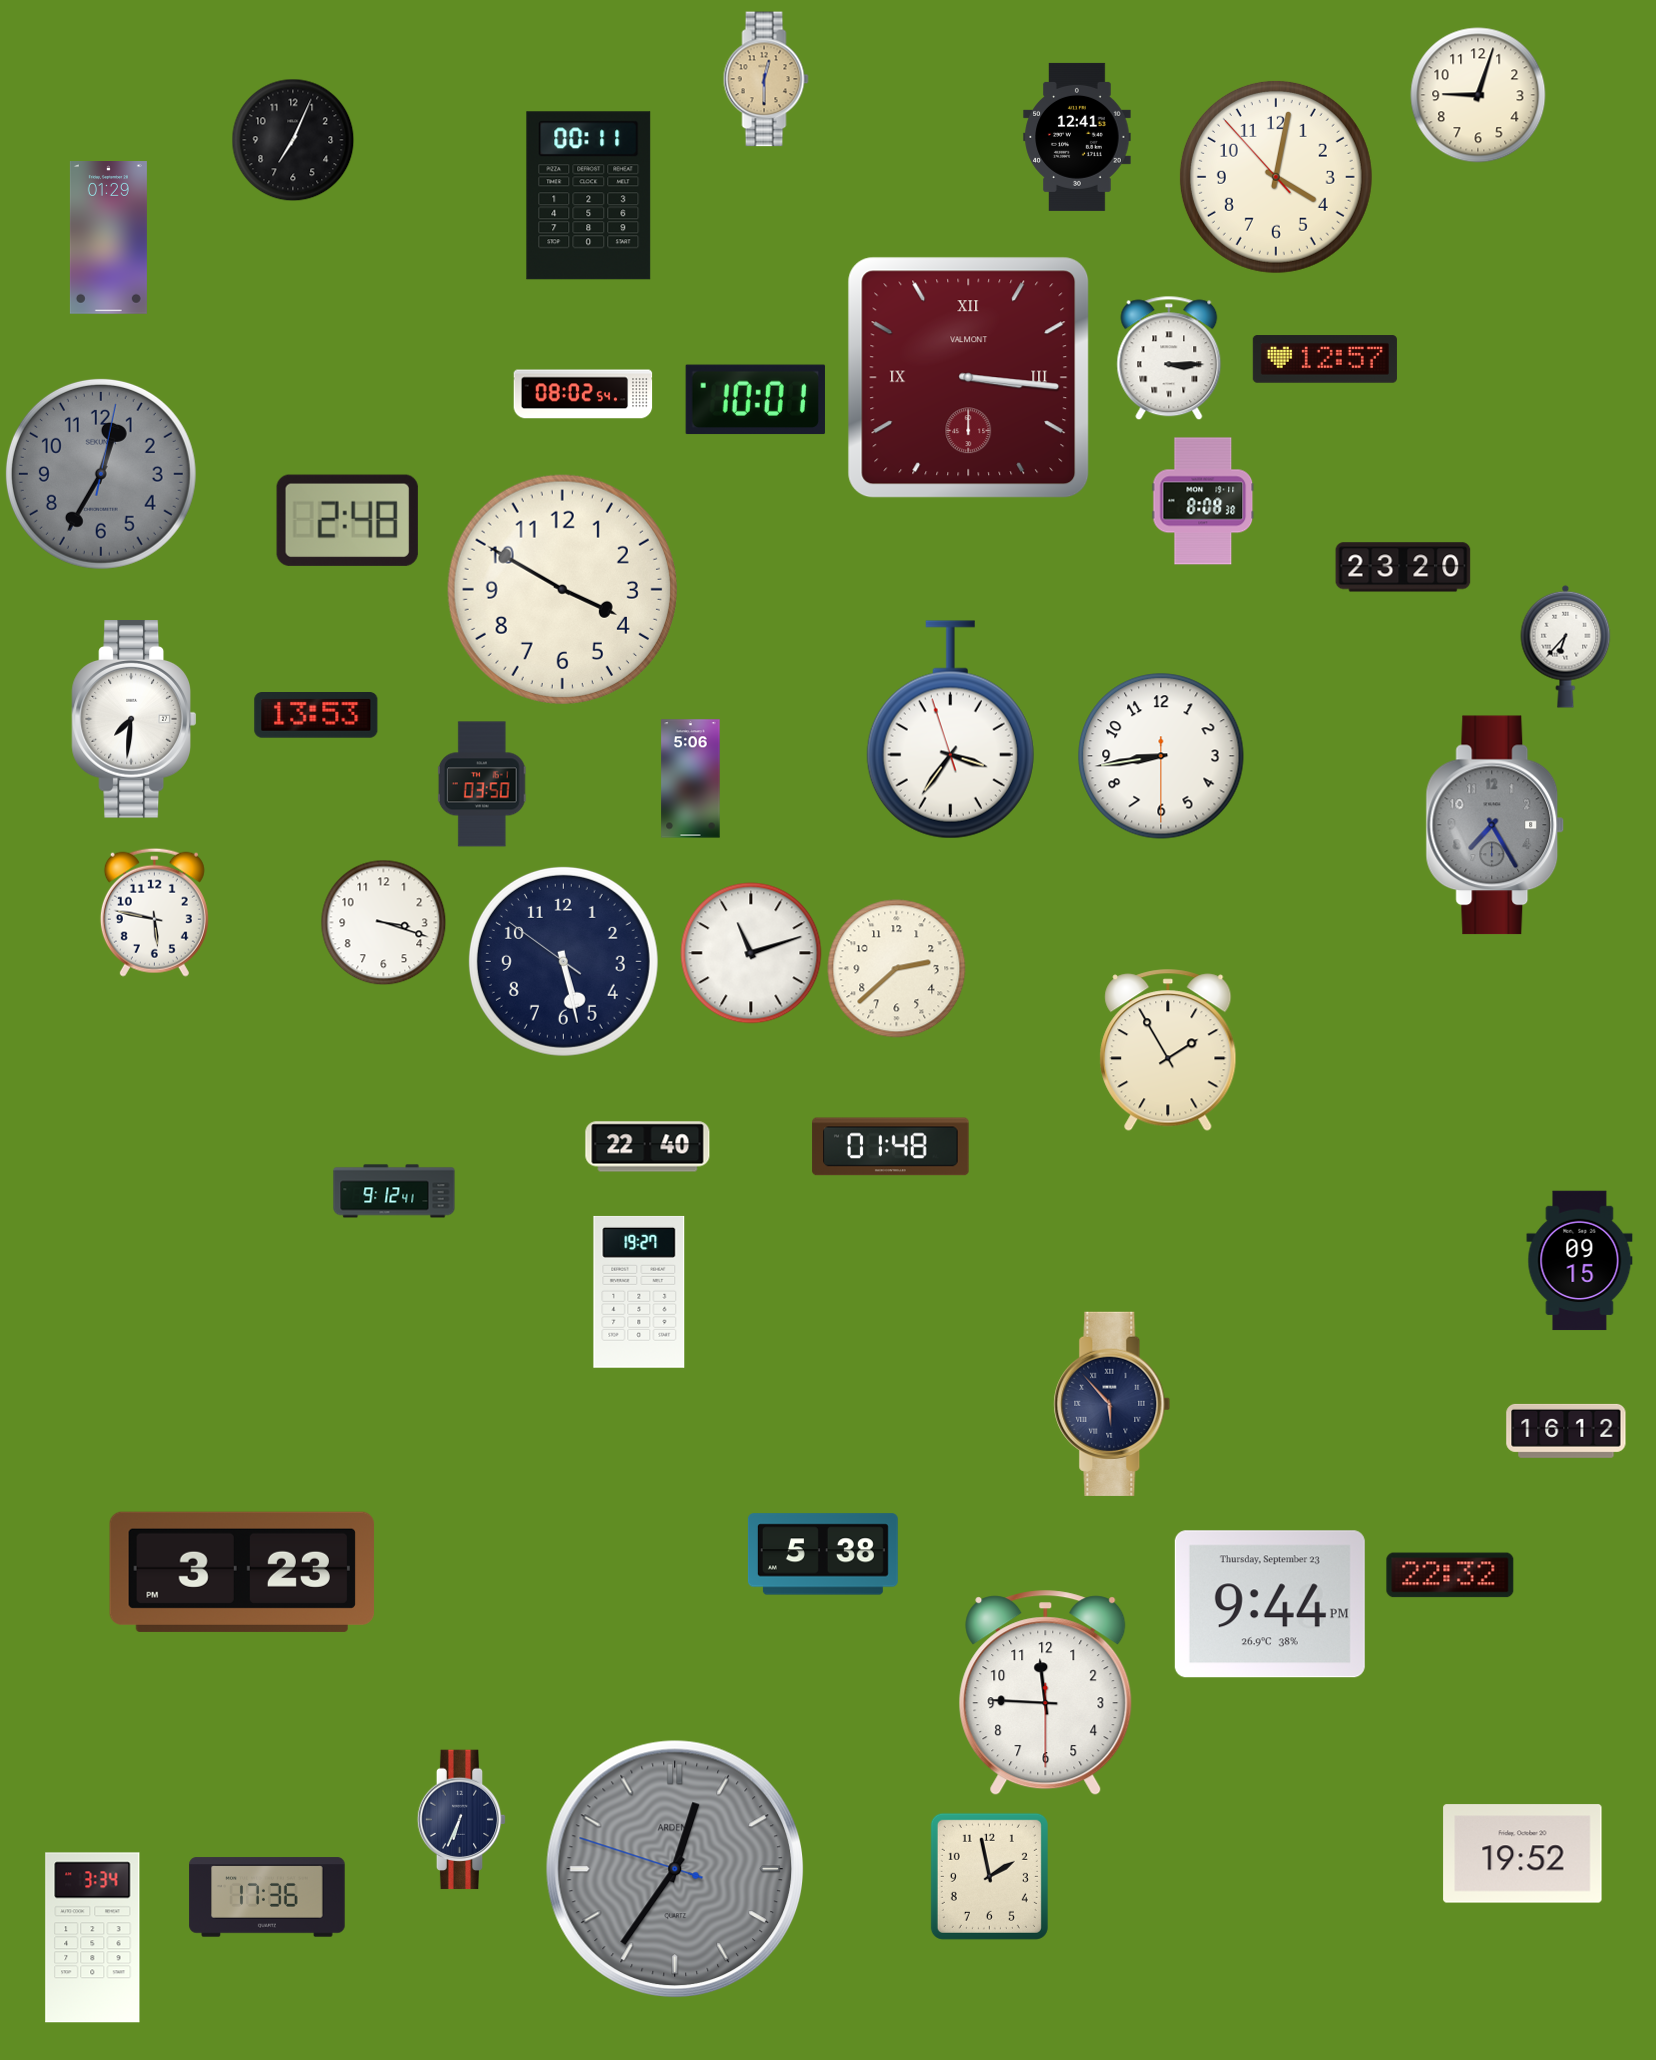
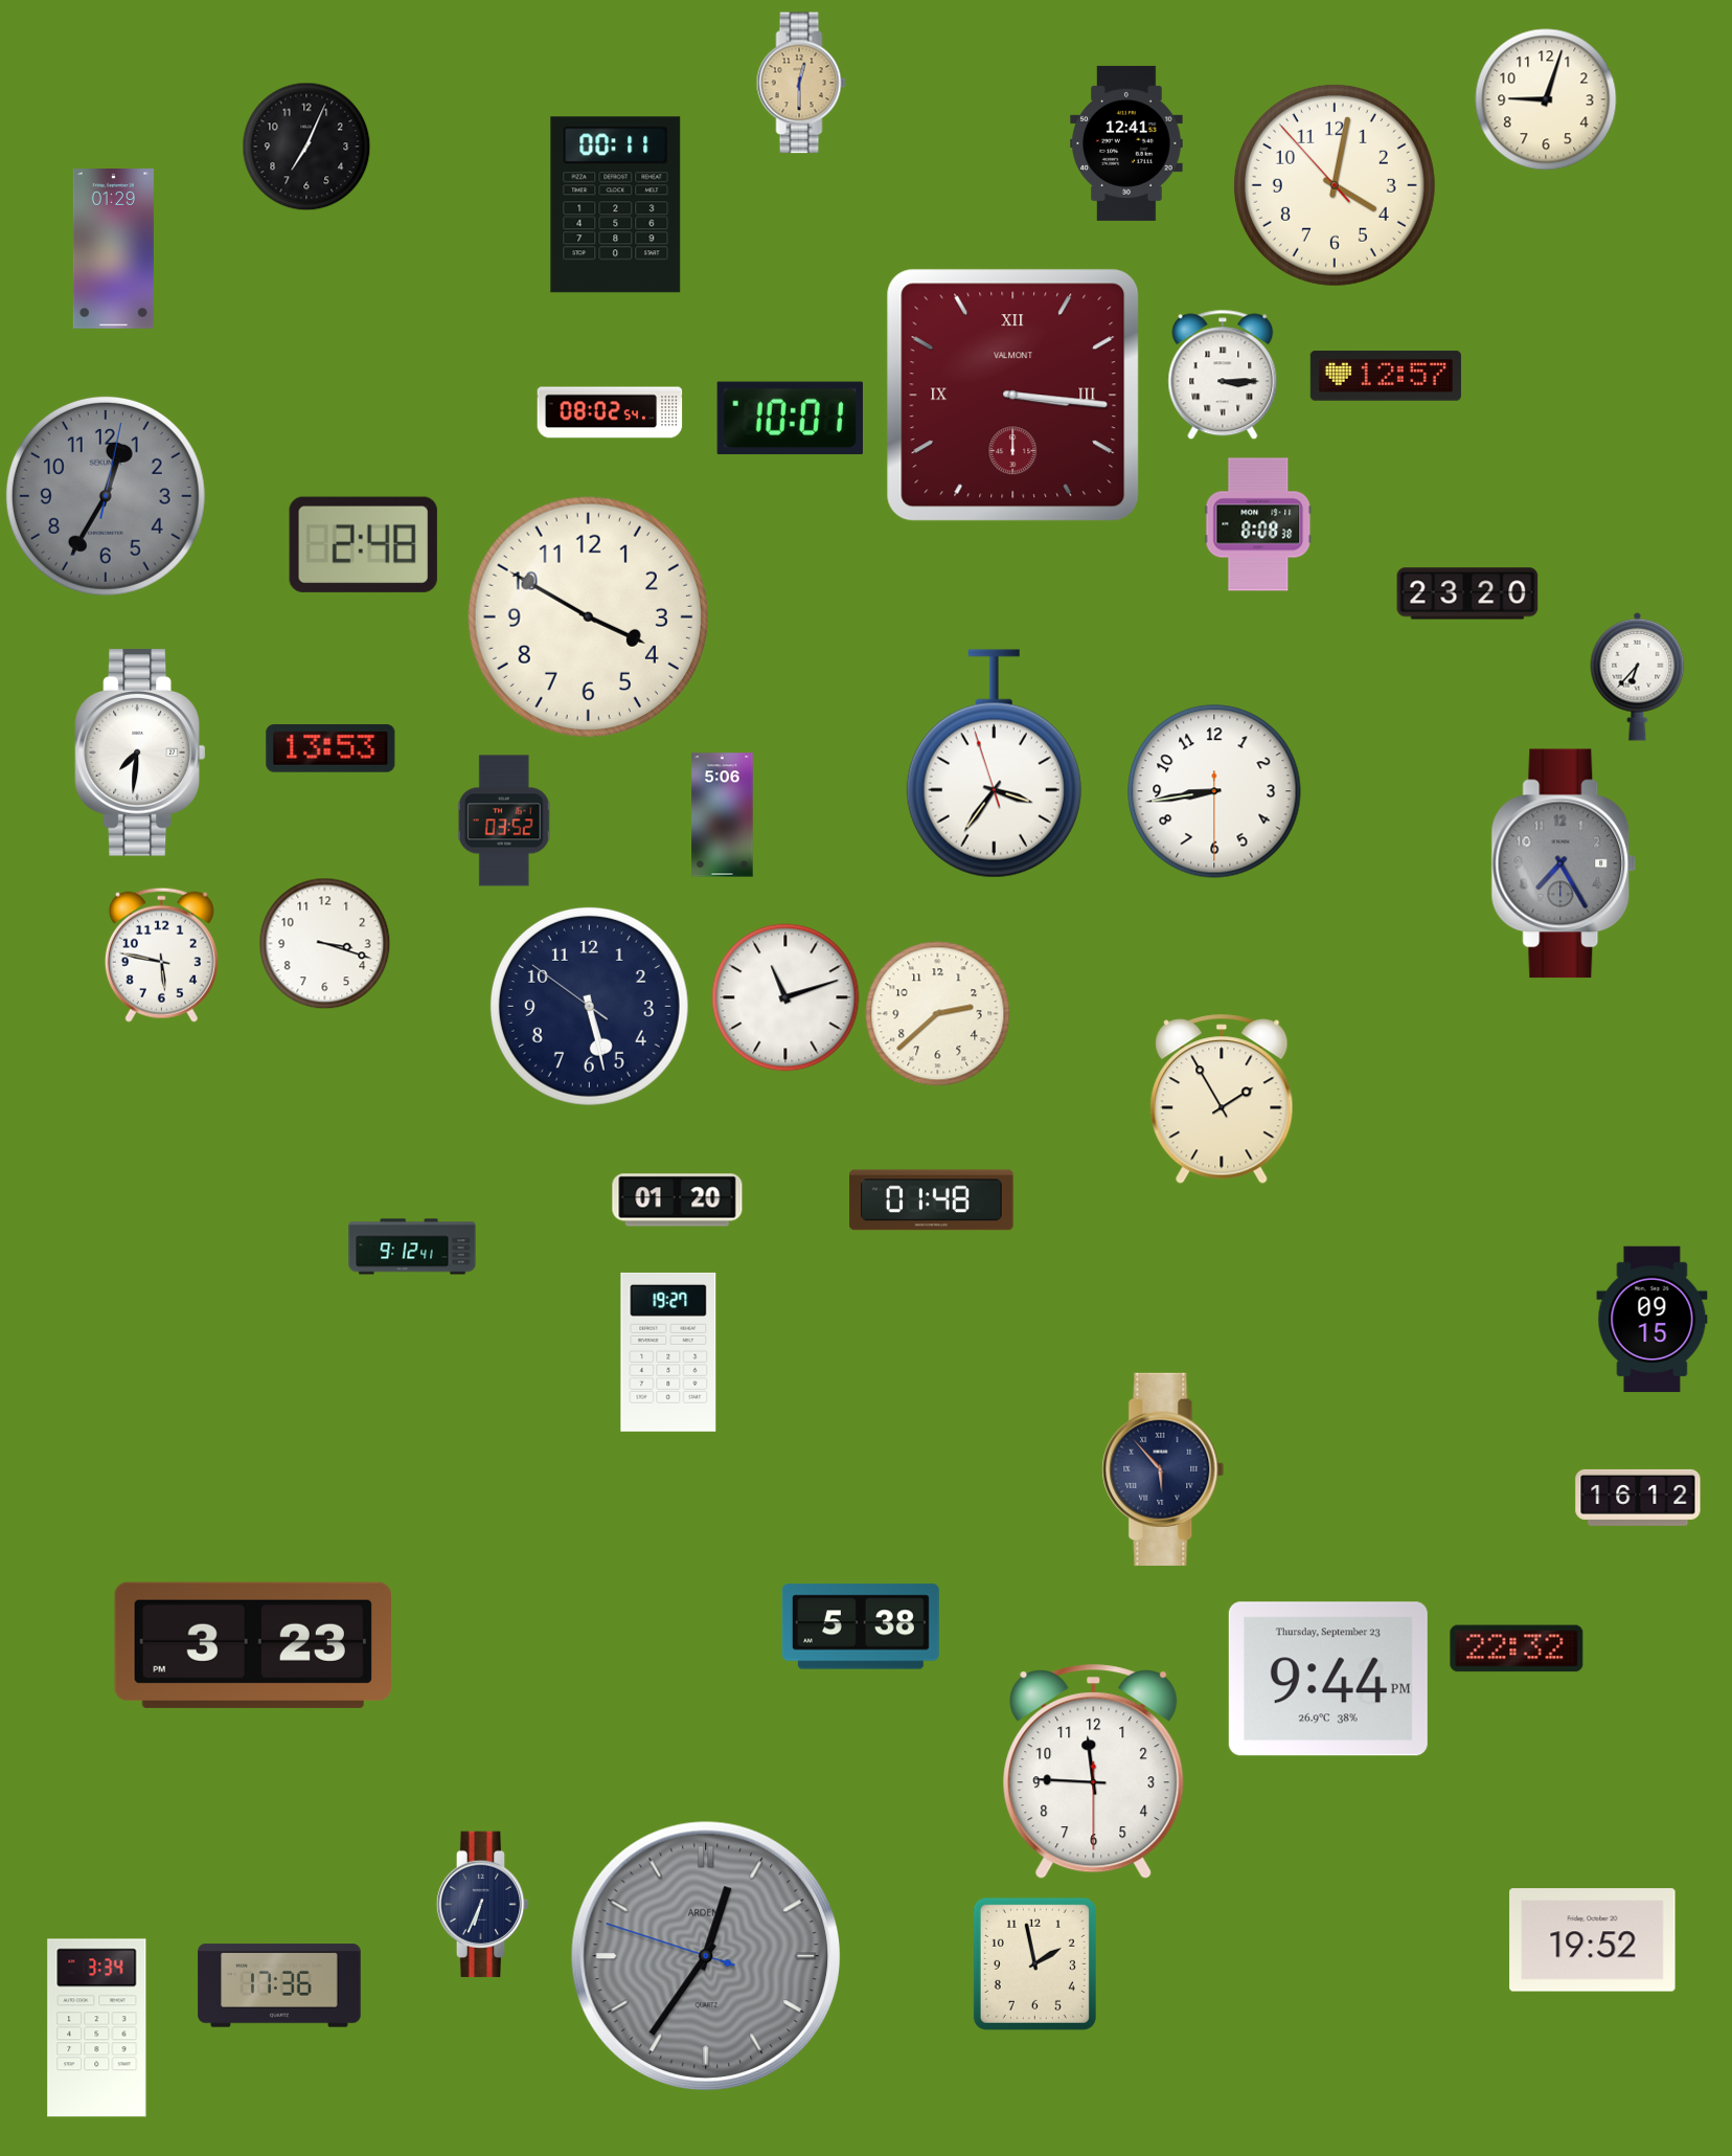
clock at (482, 784): 03:50 -> 03:52
clock at (384, 923) position: (384, 923) -> (325, 944)
clock at (648, 1147): 22:40 -> 01:20
